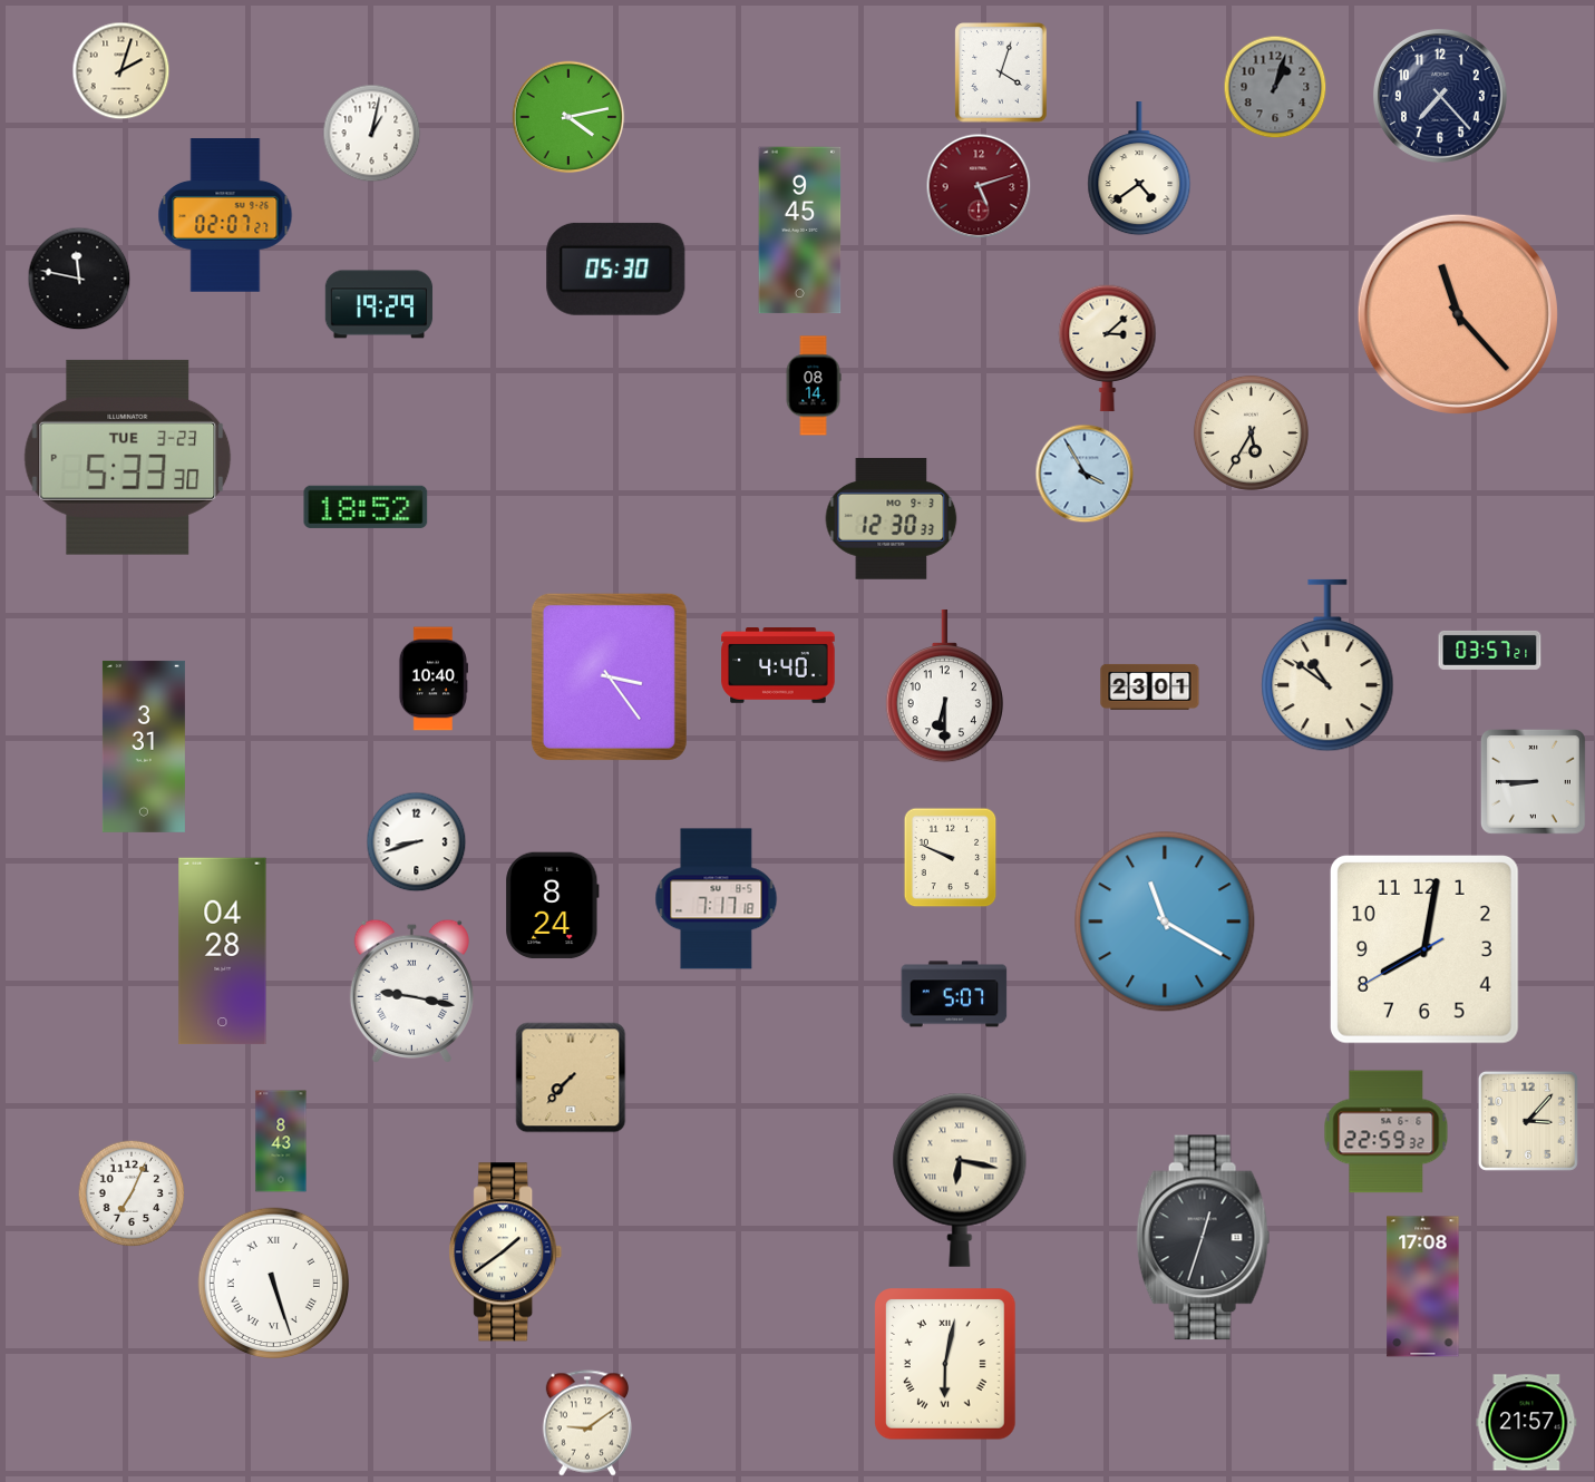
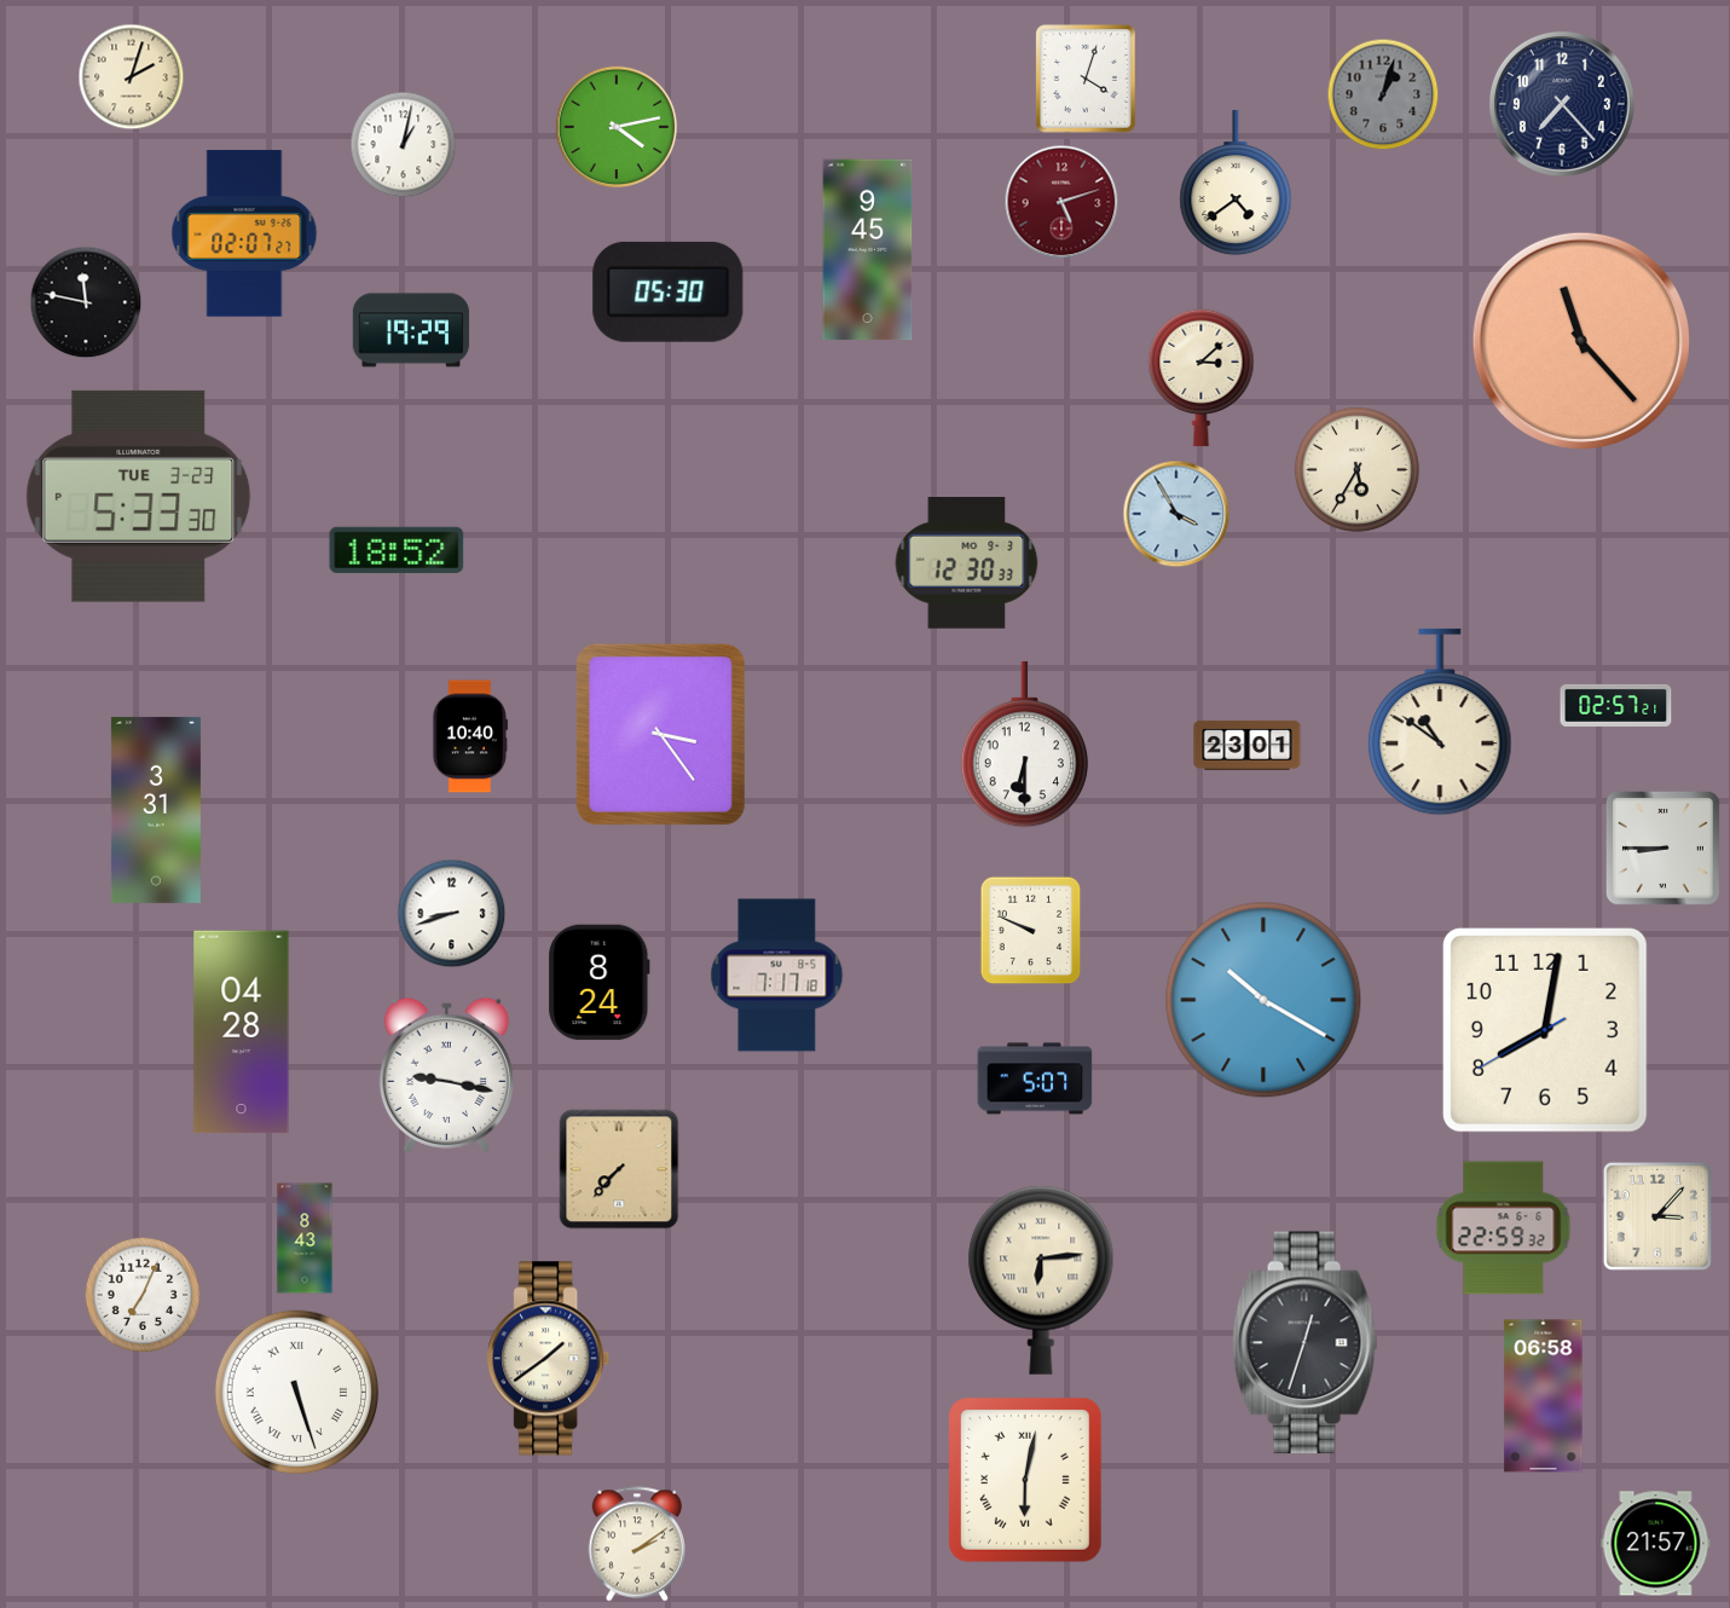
clock at (814, 386): 08:14 -> none
clock at (1490, 650): 03:57 -> 02:57
clock at (778, 666): 4:40 -> none
clock at (1165, 922): 11:20 -> 10:20
clock at (960, 1180): 6:17 -> 6:14
clock at (1423, 1287): 17:08 -> 06:58
clock at (586, 1423): 9:09 -> 2:09
